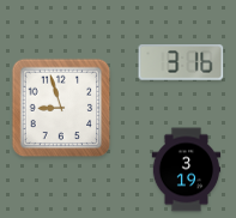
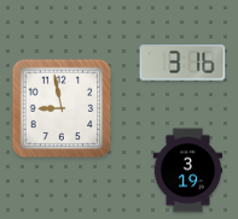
clock at (61, 108): 8:57 -> 8:58
